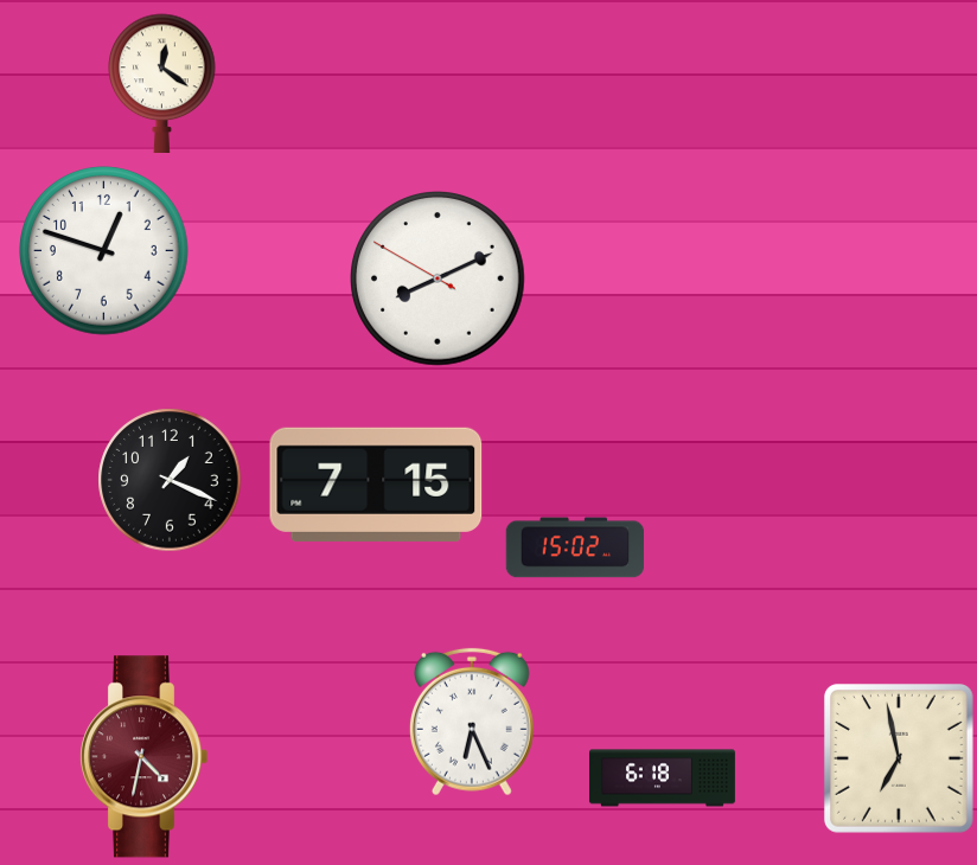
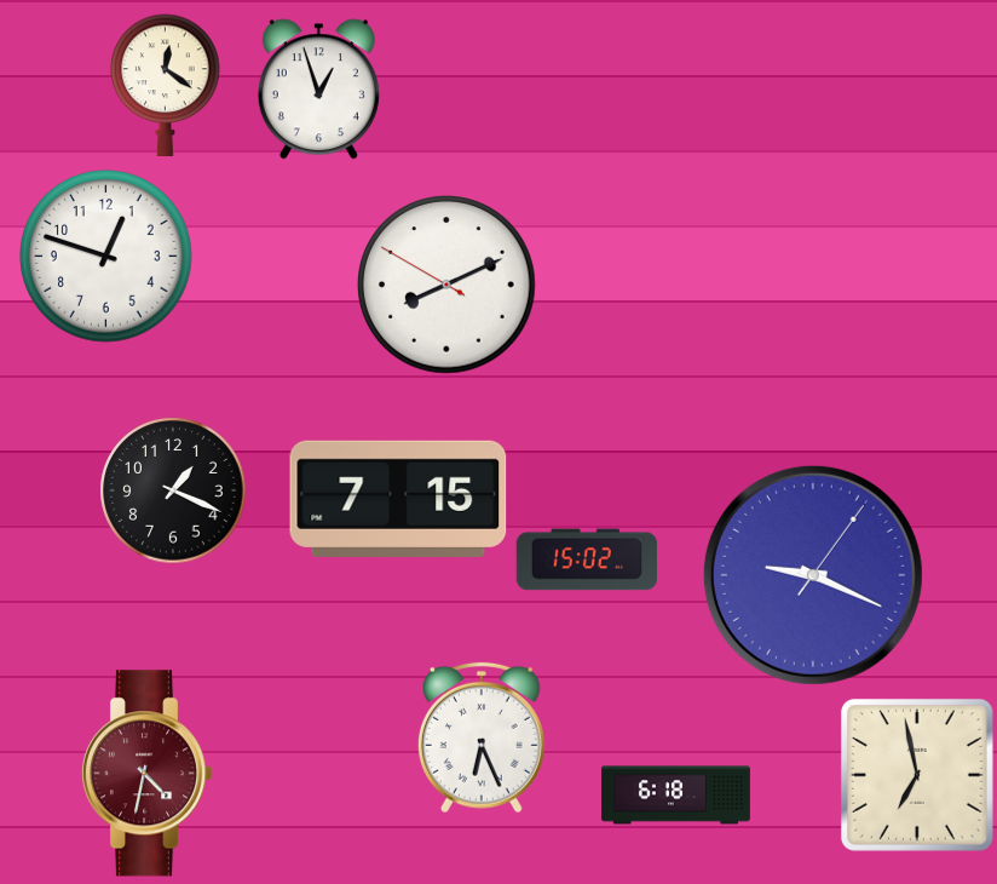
clock at (318, 90): none -> 12:57
clock at (376, 485) position: (376, 485) -> (398, 499)
clock at (813, 575): none -> 9:19
